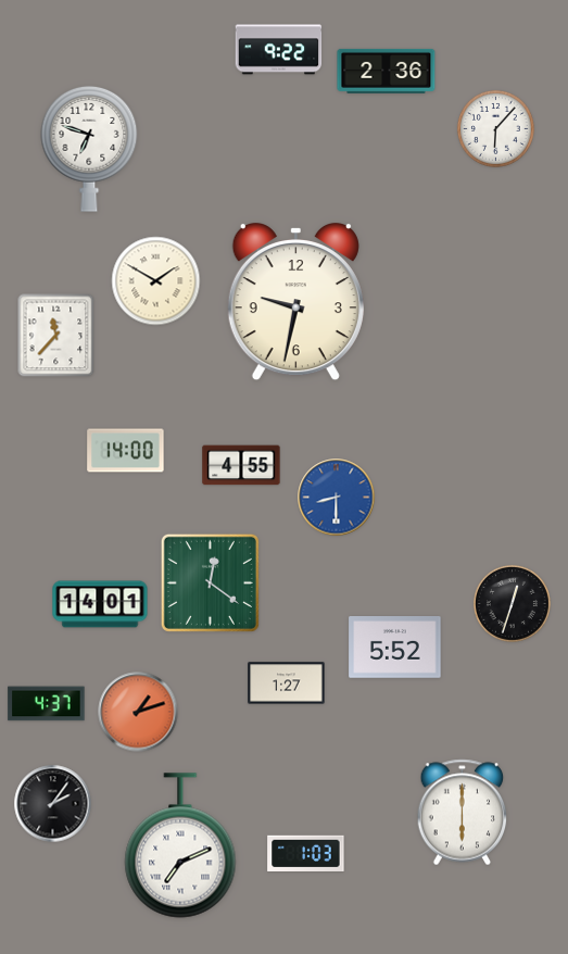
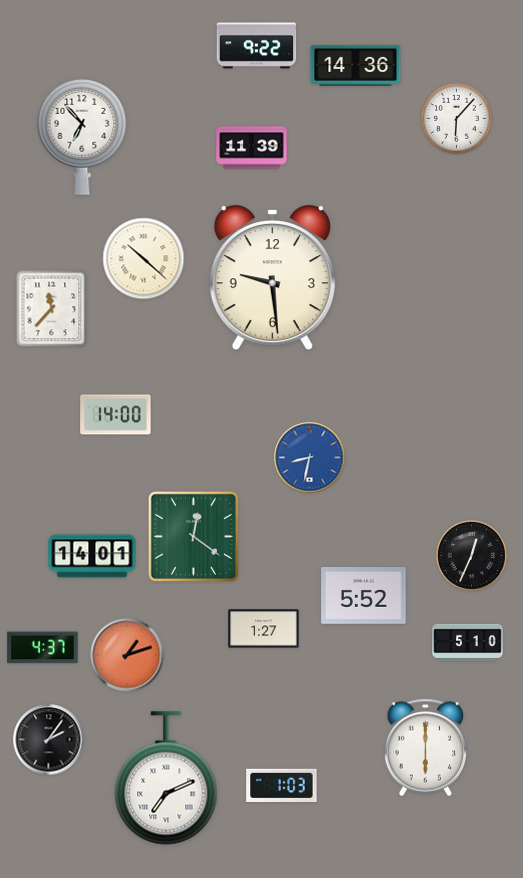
clock at (387, 71): 2:36 -> 14:36
clock at (89, 149): 6:48 -> 6:53
clock at (252, 148): none -> 11:39
clock at (156, 281): 1:50 -> 10:22
clock at (295, 302): 9:32 -> 9:29
clock at (241, 465): 4:55 -> none
clock at (337, 498): 8:30 -> 8:32
clock at (512, 603): 12:33 -> 12:34
clock at (468, 643): none -> 5:10
